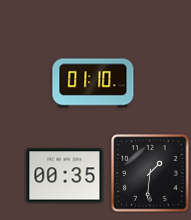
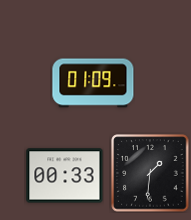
clock at (93, 83): 01:10 -> 01:09
clock at (65, 176): 00:35 -> 00:33
